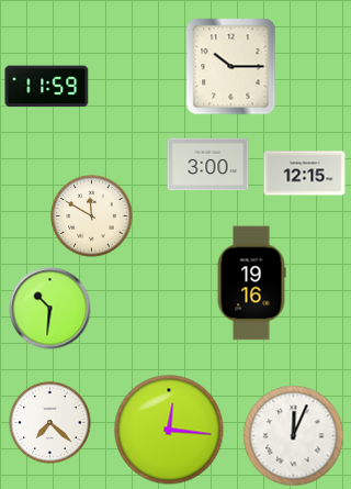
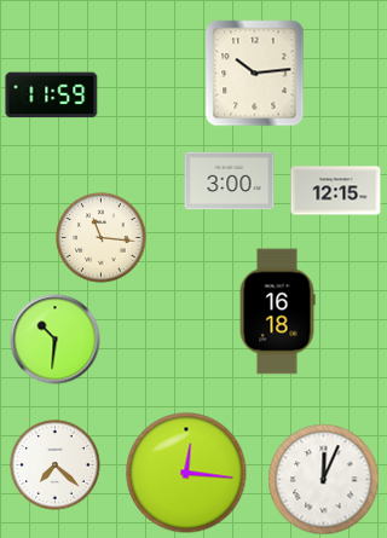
clock at (231, 67): 10:15 -> 10:14
clock at (92, 216): 11:50 -> 11:16
clock at (251, 284): 19:16 -> 16:18
